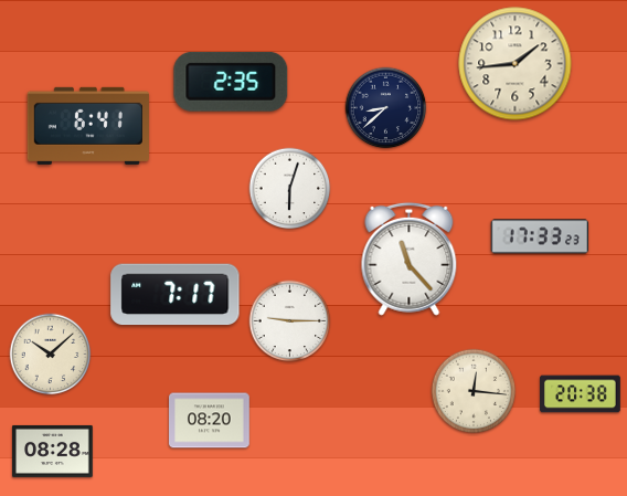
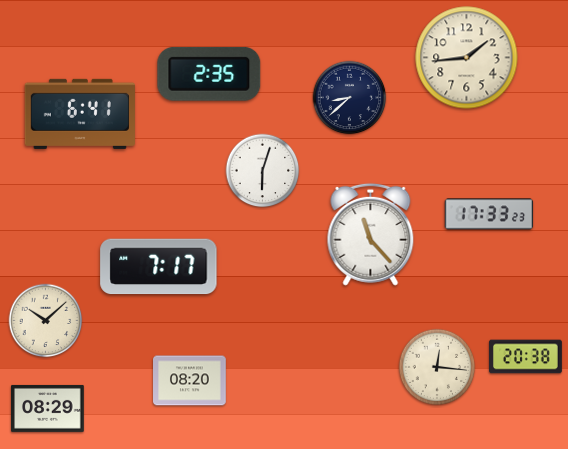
clock at (290, 321): 9:15 -> none
clock at (474, 391) position: (474, 391) -> (437, 367)
clock at (53, 451): 08:28 -> 08:29
